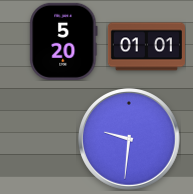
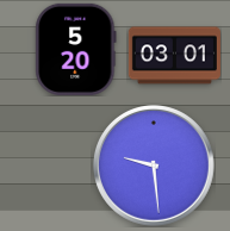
clock at (146, 47): 01:01 -> 03:01
clock at (130, 140): 9:31 -> 9:29
